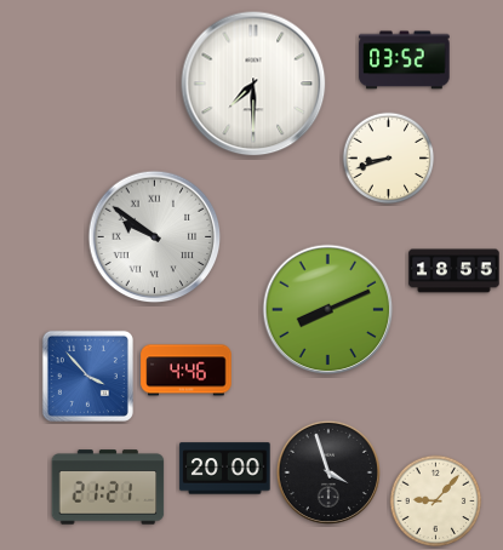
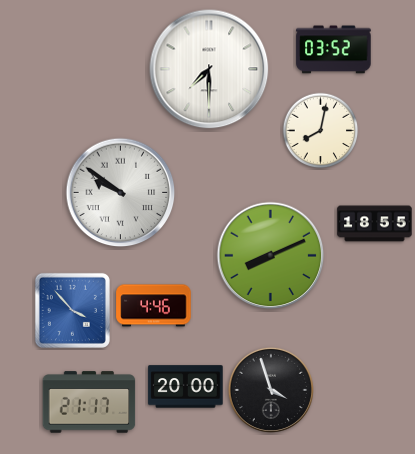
clock at (389, 159): 8:42 -> 8:02
clock at (155, 237) position: (155, 237) -> (121, 193)
clock at (108, 487): 21:21 -> 21:17
clock at (436, 502): 9:07 -> none
